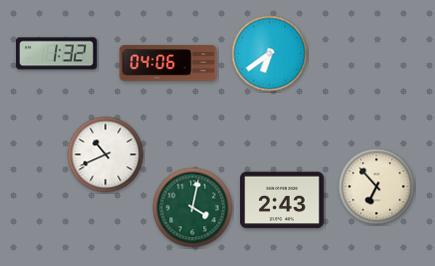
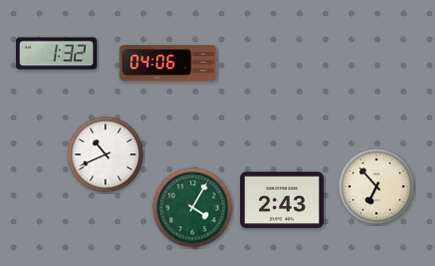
clock at (270, 54): 6:39 -> none
clock at (193, 208): 4:02 -> 4:05
